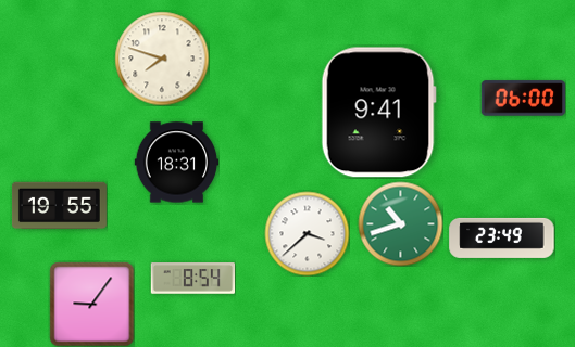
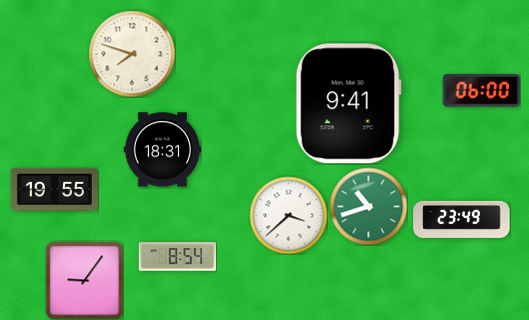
clock at (162, 59) position: (162, 59) -> (132, 54)
clock at (307, 233) position: (307, 233) -> (288, 215)
